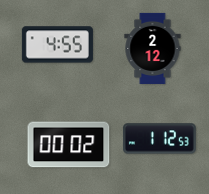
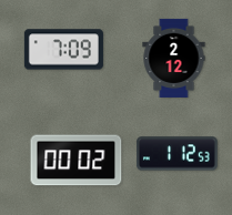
clock at (57, 45): 4:55 -> 7:09
clock at (153, 48) position: (153, 48) -> (174, 58)
